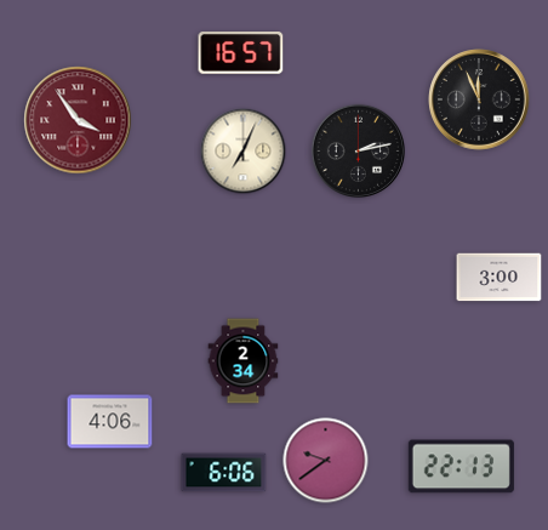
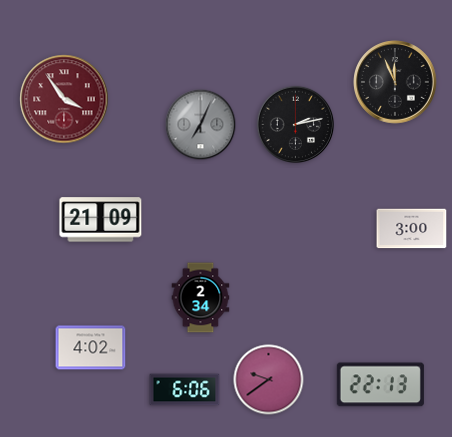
clock at (241, 53): 16:57 -> none
clock at (244, 152) dial: cream -> grey
clock at (101, 220): none -> 21:09
clock at (110, 422): 4:06 -> 4:02
